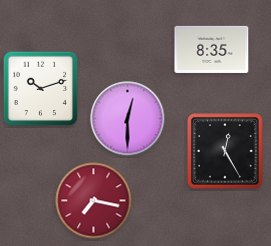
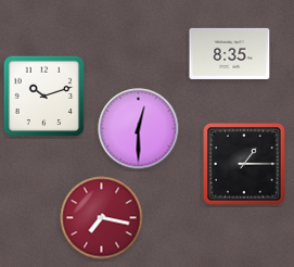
clock at (225, 151): 12:25 -> 1:15
